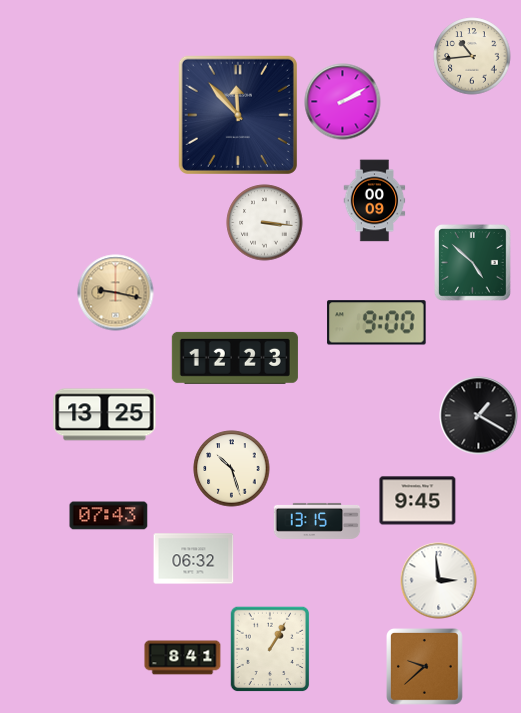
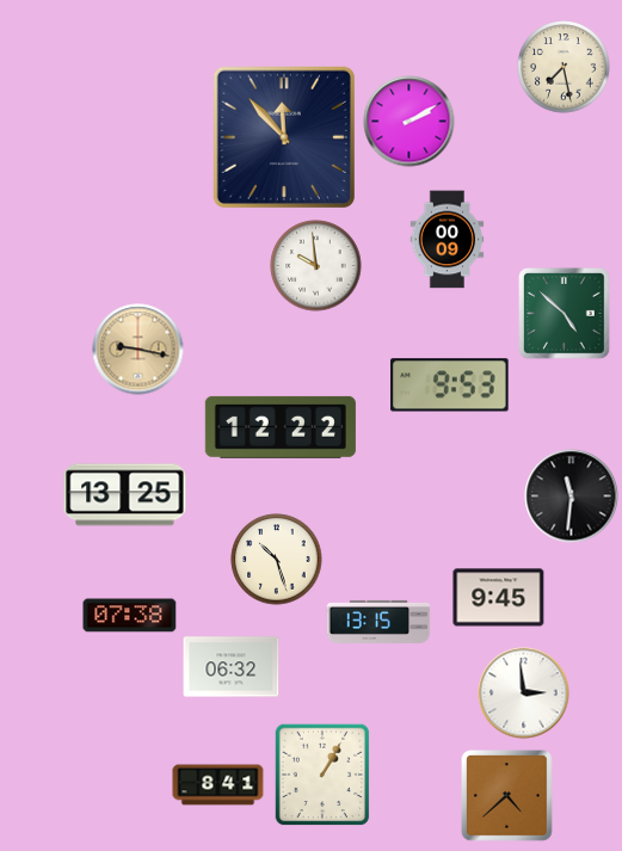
clock at (472, 56): 10:44 -> 7:28
clock at (265, 223): 3:16 -> 9:59
clock at (377, 323): 9:00 -> 9:53
clock at (235, 358): 12:23 -> 12:22
clock at (479, 416): 1:20 -> 11:31
clock at (109, 516): 07:43 -> 07:38
clock at (425, 667): 9:38 -> 4:38
